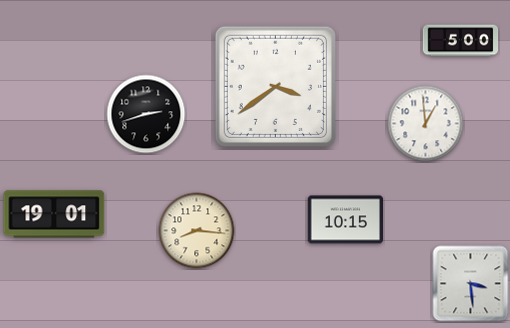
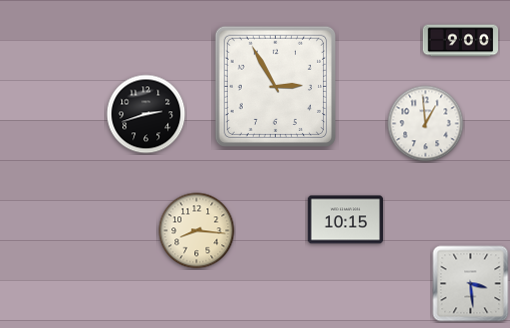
clock at (461, 41): 5:00 -> 9:00
clock at (275, 86): 3:39 -> 2:55
clock at (54, 214): 19:01 -> none
